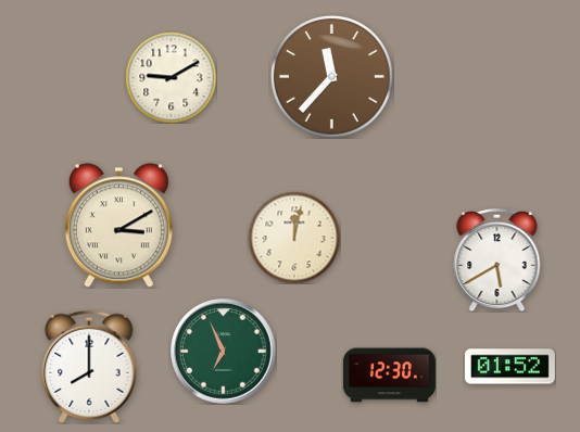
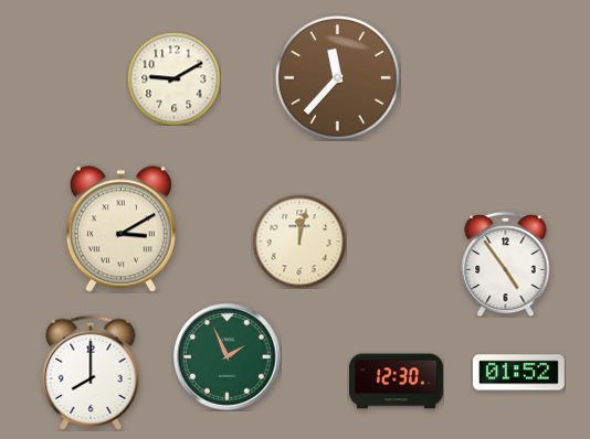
clock at (497, 259): 5:40 -> 4:54
clock at (224, 352): 6:56 -> 1:56
